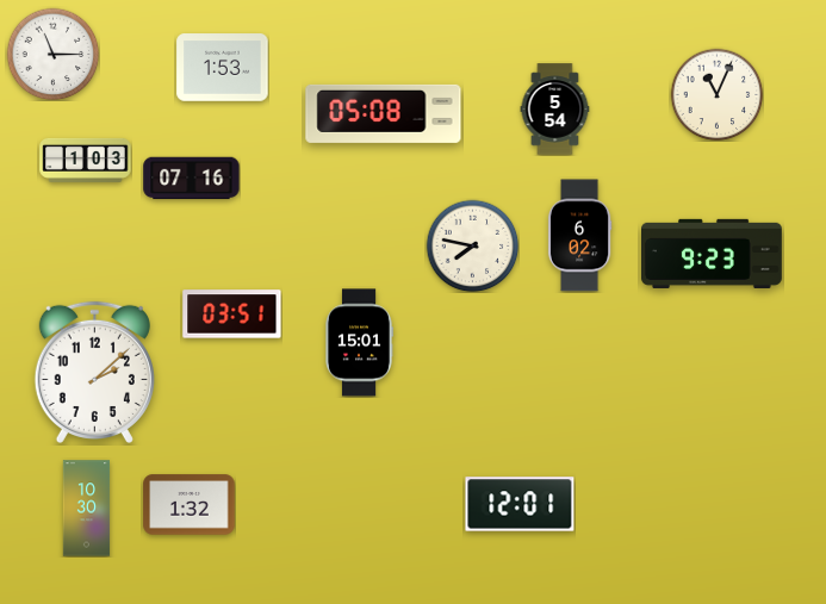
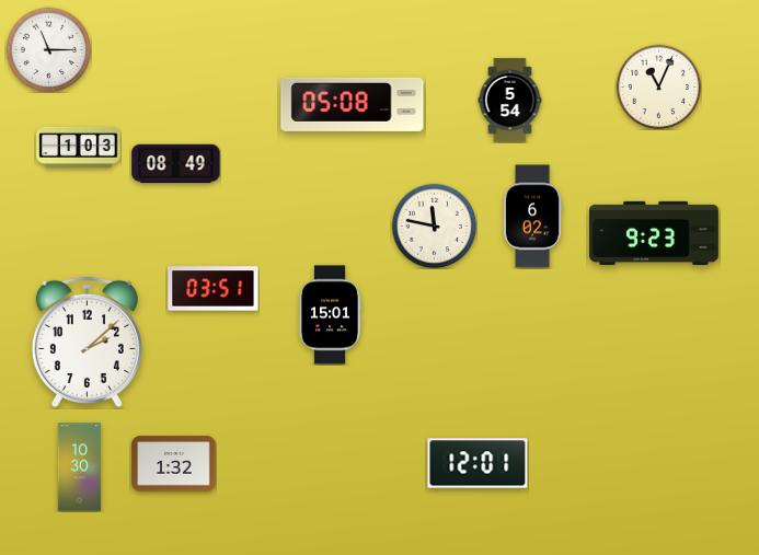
clock at (223, 68): 1:53 -> none
clock at (192, 179): 07:16 -> 08:49
clock at (472, 245): 7:47 -> 11:47
